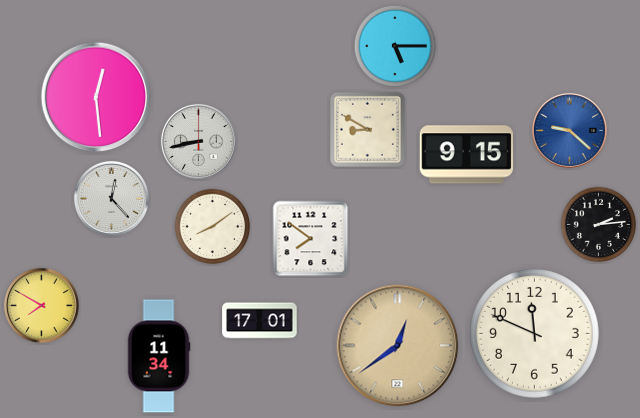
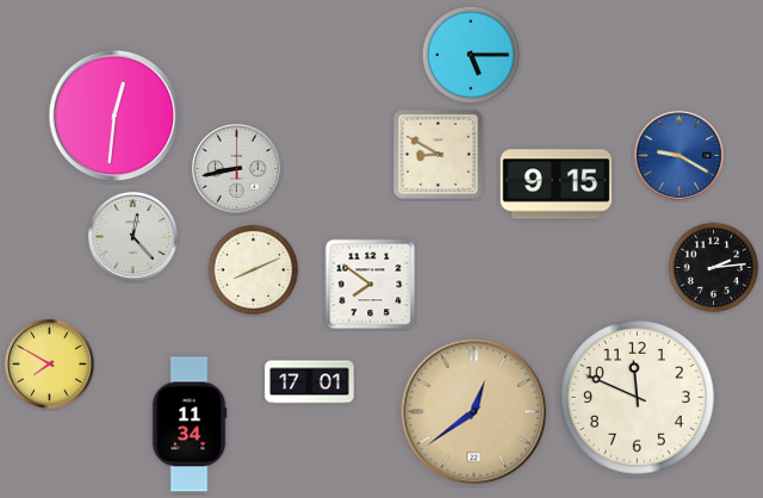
clock at (96, 97): 12:29 -> 12:31
clock at (569, 130): 9:22 -> 9:20
clock at (213, 227): 8:09 -> 8:11
